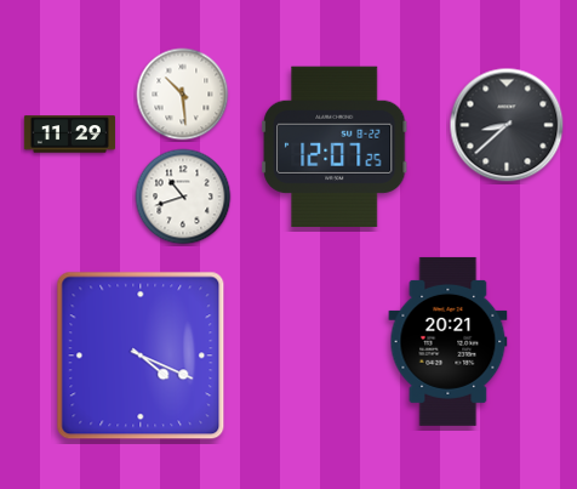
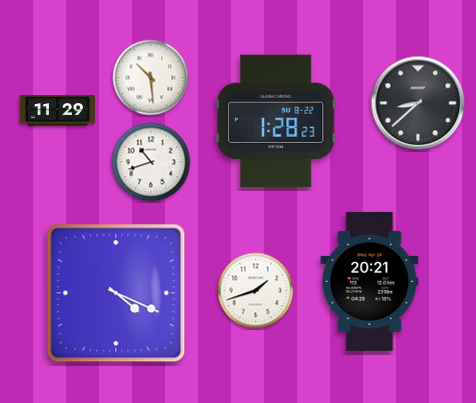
clock at (336, 146): 12:07 -> 1:28
clock at (256, 291): none -> 1:42
